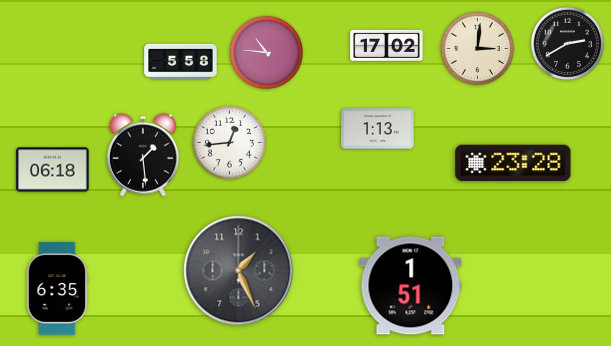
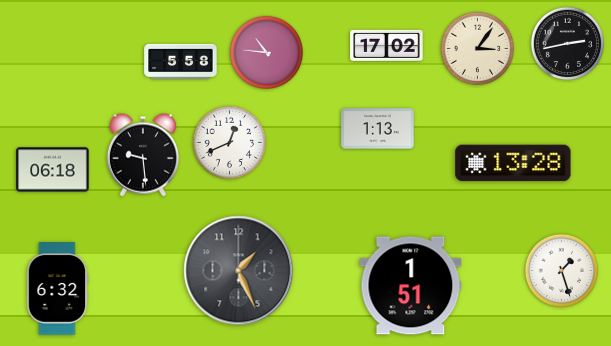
clock at (567, 43): 2:40 -> 2:43
clock at (477, 48): 3:01 -> 3:06
clock at (229, 142): 12:44 -> 12:41
clock at (143, 155): 1:29 -> 9:29
clock at (513, 163): 23:28 -> 13:28
clock at (561, 270): none -> 1:27
clock at (57, 289): 6:35 -> 6:32
